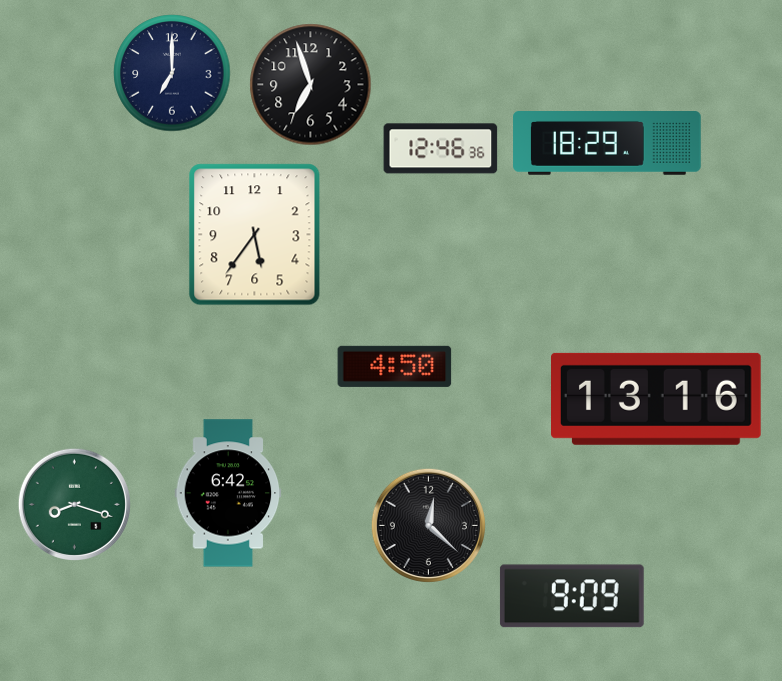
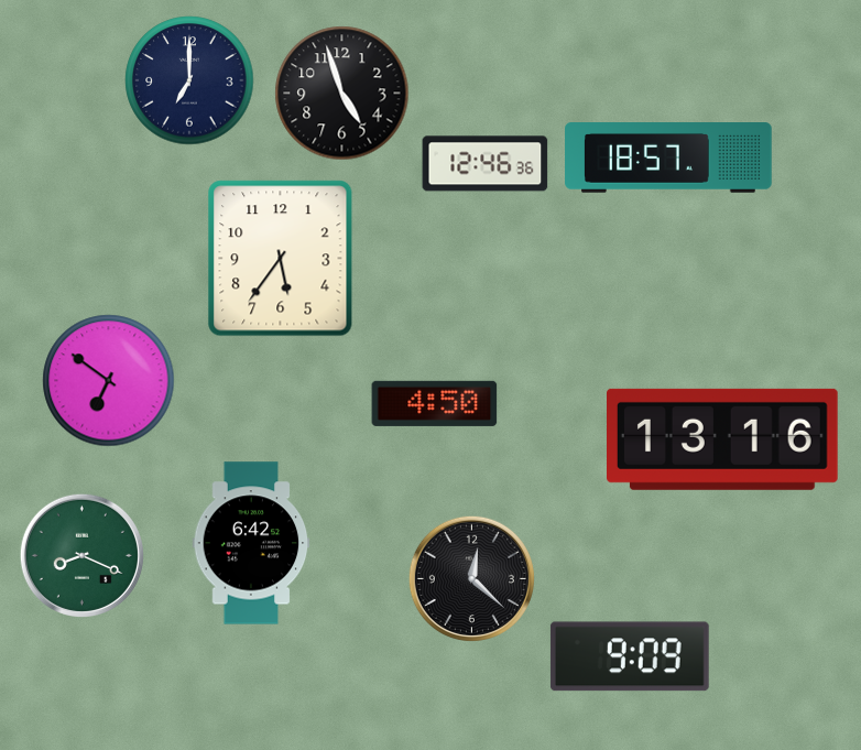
clock at (311, 85): 6:57 -> 4:57
clock at (607, 144): 18:29 -> 18:57
clock at (109, 381): none -> 6:51
clock at (74, 504): 8:18 -> 8:19
